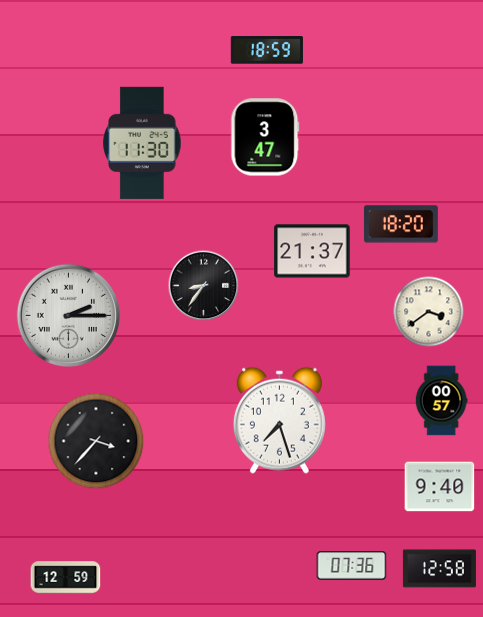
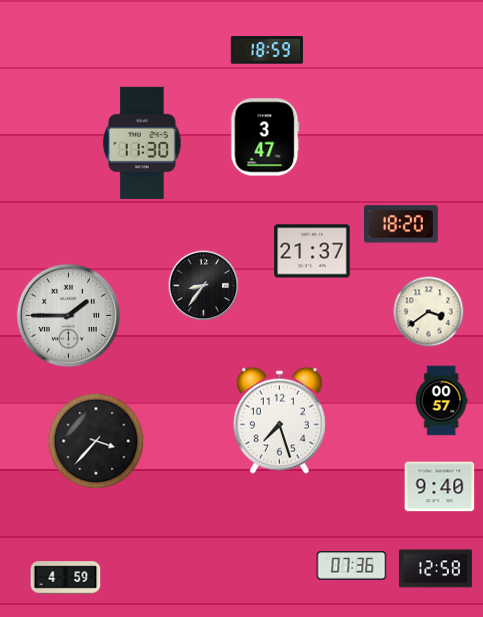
clock at (68, 315): 2:15 -> 1:45
clock at (439, 569) position: (439, 569) -> (435, 569)
clock at (66, 578): 12:59 -> 4:59
